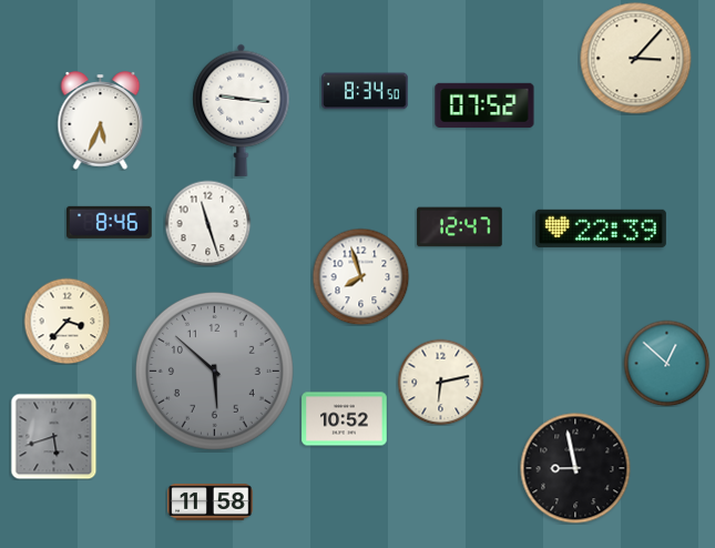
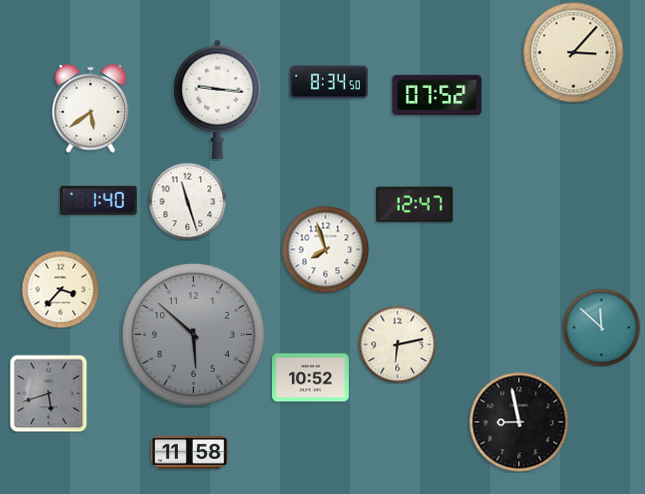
clock at (101, 121): 5:34 -> 5:39
clock at (110, 222): 8:46 -> 1:40
clock at (601, 229): 22:39 -> none
clock at (666, 363): 12:52 -> 11:52
